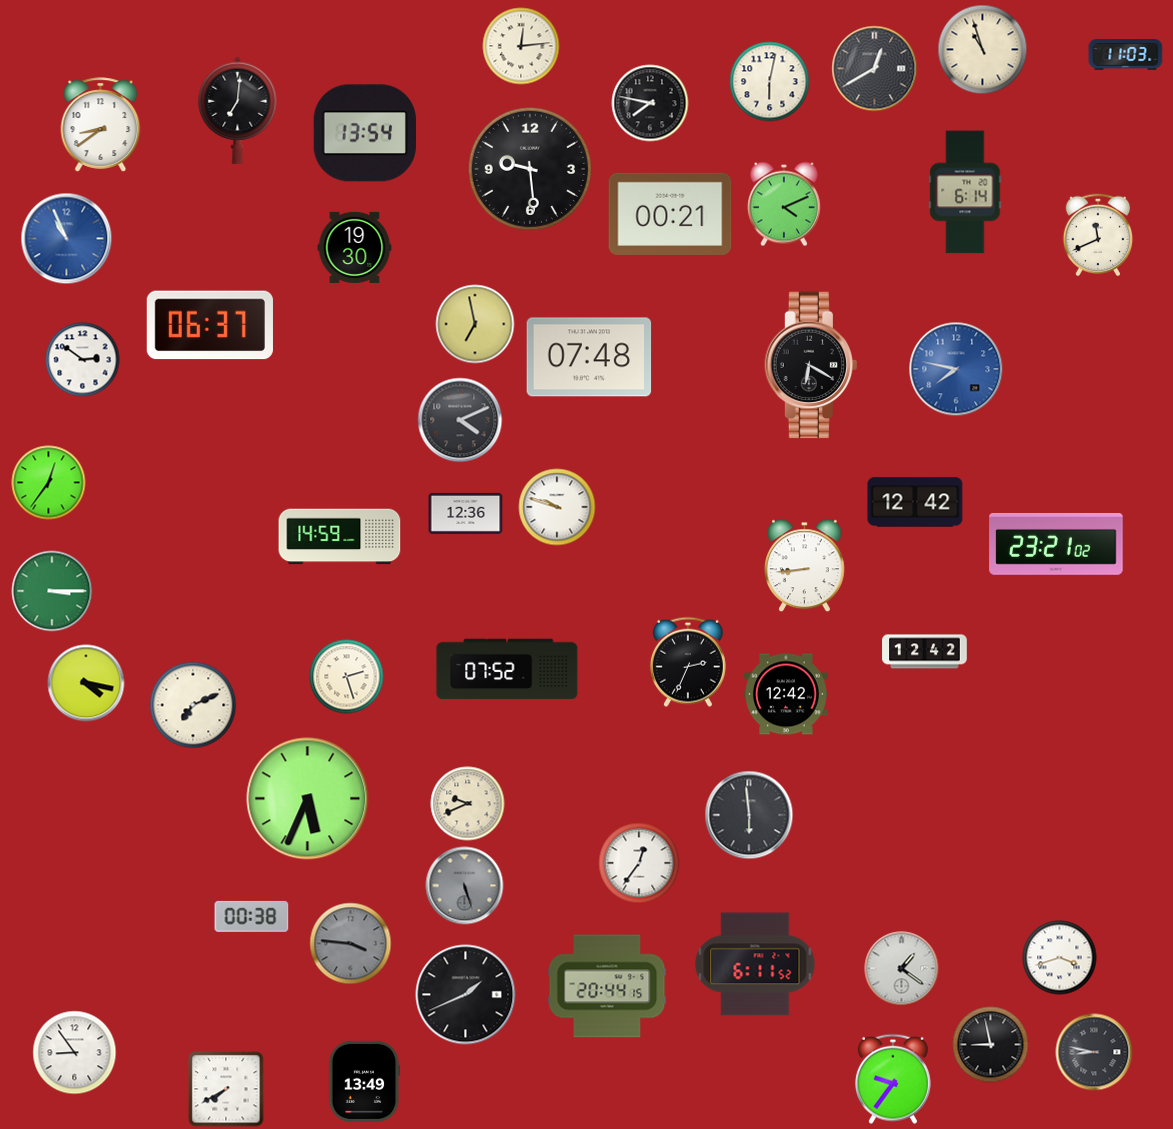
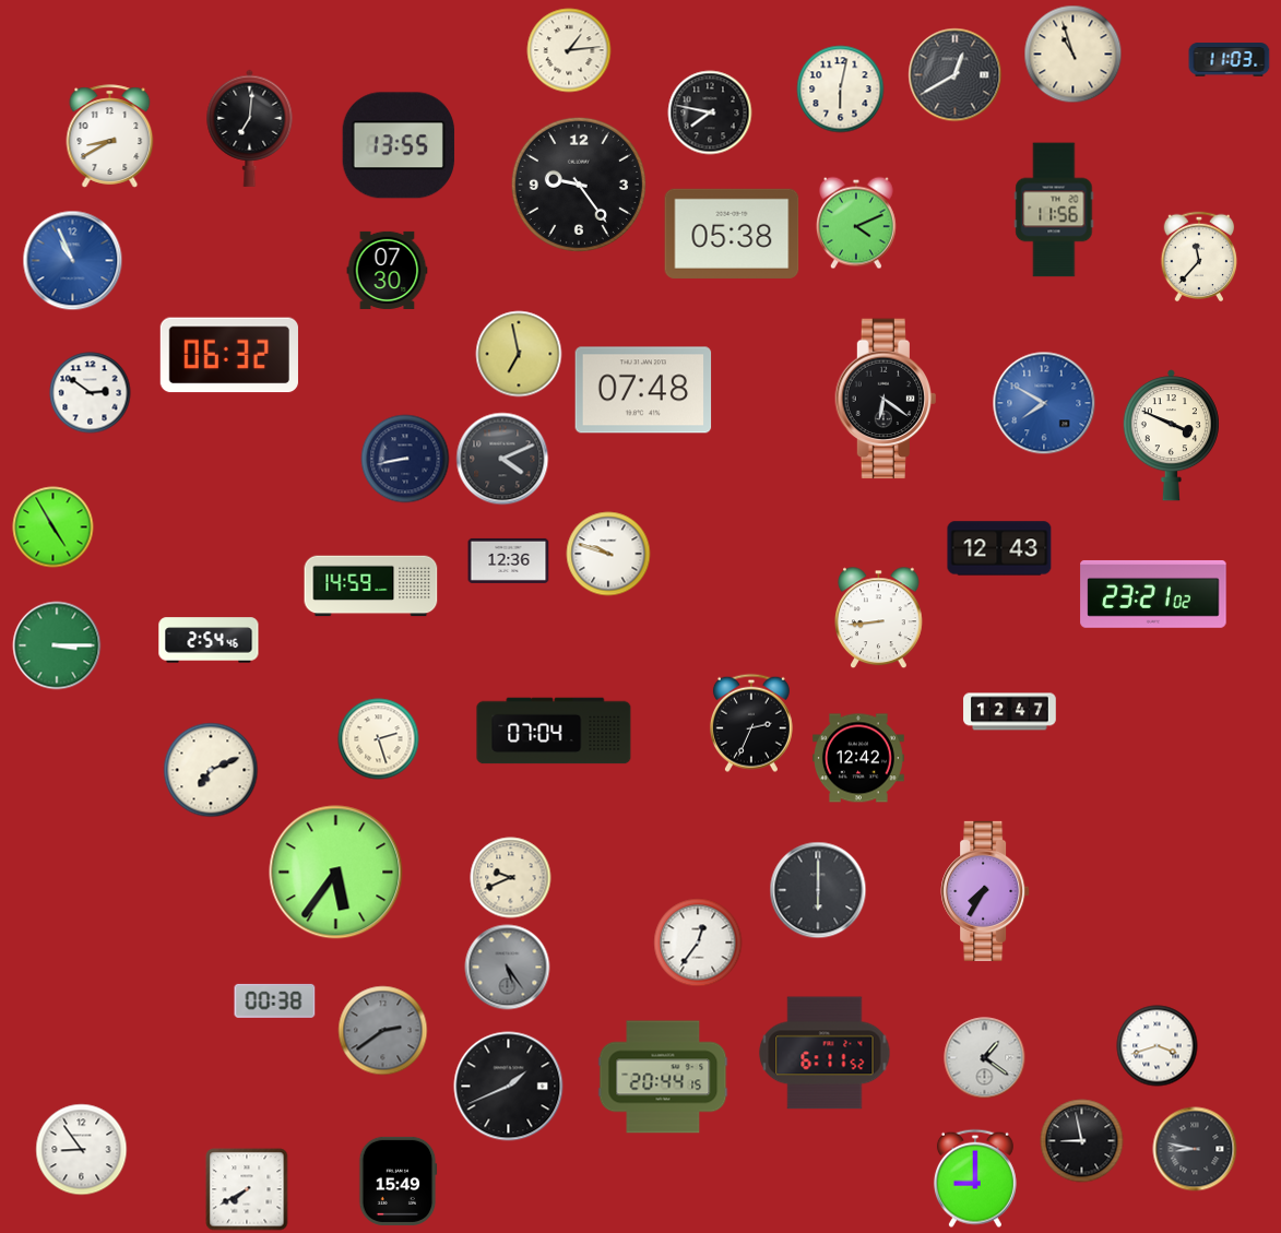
clock at (521, 46): 12:14 -> 1:14
clock at (238, 110) position: (238, 110) -> (250, 128)
clock at (101, 125): 8:39 -> 8:40
clock at (365, 133): 13:54 -> 13:55
clock at (530, 169): 9:29 -> 9:24
clock at (965, 192): 6:14 -> 11:56
clock at (670, 214): 00:21 -> 05:38
clock at (1098, 235): 11:41 -> 11:37
clock at (355, 247): 19:30 -> 07:30
clock at (210, 325): 06:37 -> 06:32
clock at (811, 365): 6:20 -> 6:21
clock at (956, 369): 7:47 -> 7:50
clock at (1171, 436): none -> 3:49
clock at (405, 459): none -> 8:43
clock at (49, 483): 12:36 -> 4:55
clock at (915, 502): 12:42 -> 12:43
clock at (209, 640): none -> 2:54
clock at (925, 652): 12:42 -> 12:47
clock at (507, 669): 07:52 -> 07:04
clock at (86, 683): 4:17 -> none
clock at (308, 799): 5:34 -> 5:36
clock at (749, 815): 5:59 -> 6:00
clock at (985, 891): none -> 7:35
clock at (465, 886): 5:27 -> 5:24
clock at (351, 944): 3:46 -> 2:39
clock at (893, 1079): 9:36 -> 9:00
clock at (364, 1081): 13:49 -> 15:49
